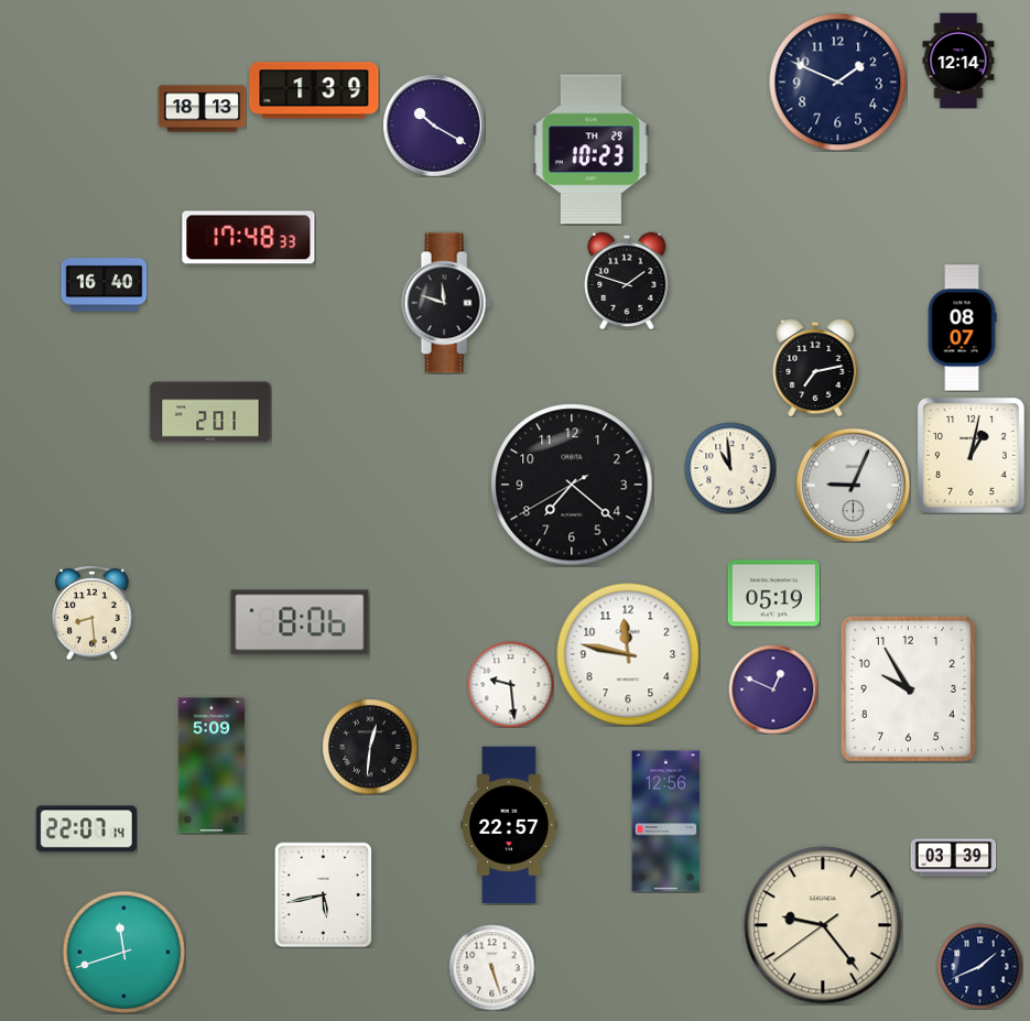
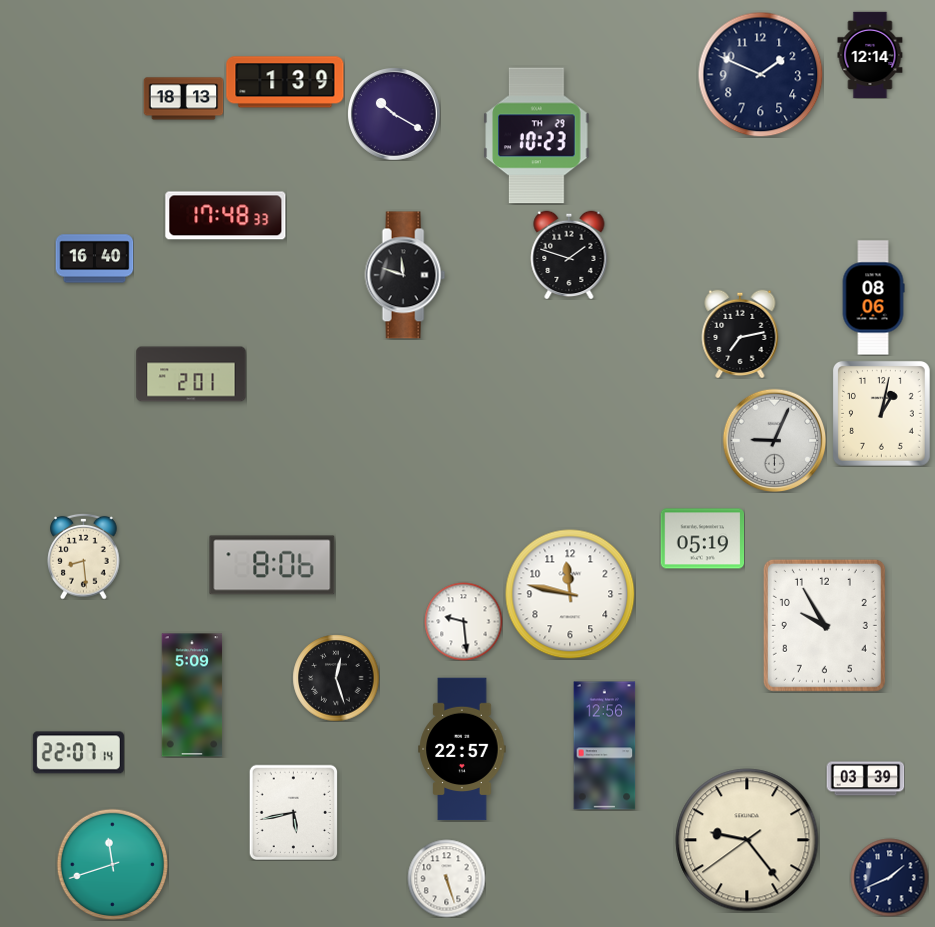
clock at (962, 328): 08:07 -> 08:06
clock at (730, 468): 10:59 -> none
clock at (572, 485): 7:21 -> none
clock at (773, 689): 12:49 -> none
clock at (370, 747): 12:31 -> 12:27
